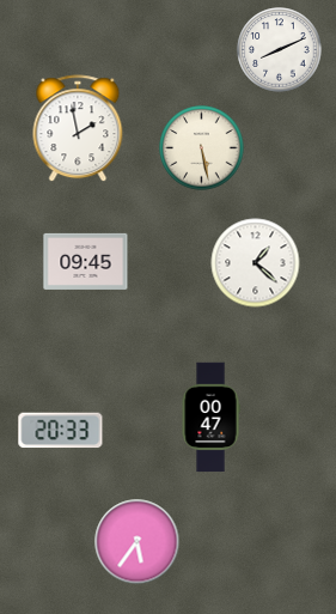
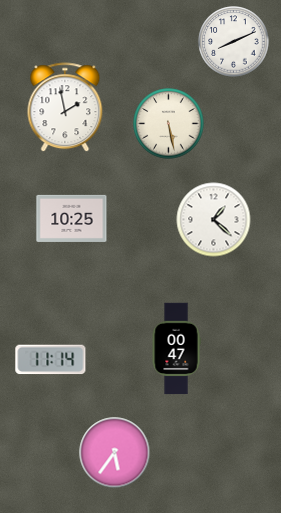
clock at (86, 261): 09:45 -> 10:25
clock at (61, 431): 20:33 -> 11:14
